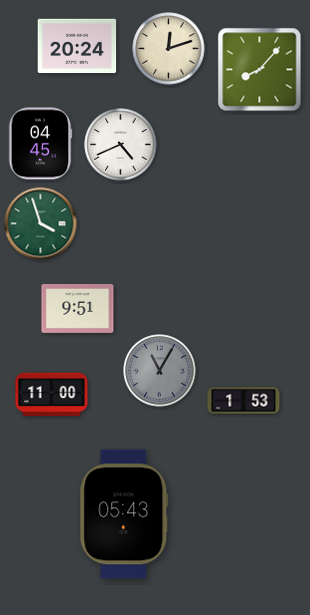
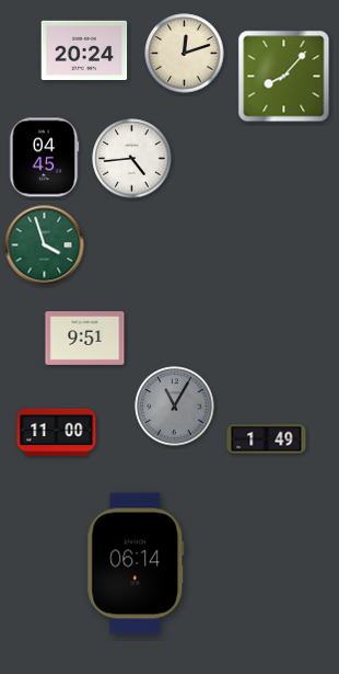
clock at (121, 145): 4:41 -> 4:44
clock at (244, 401): 1:53 -> 1:49
clock at (124, 514): 05:43 -> 06:14
